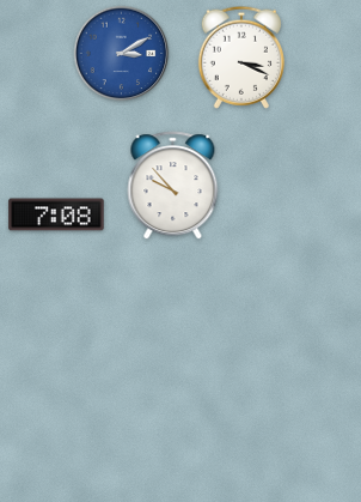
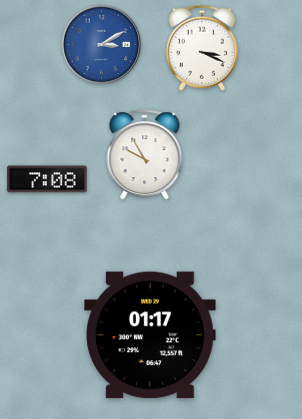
clock at (173, 186): 9:53 -> 9:55
clock at (150, 335): none -> 01:17
